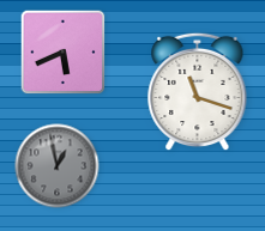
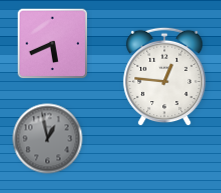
clock at (198, 92): 11:18 -> 12:46
